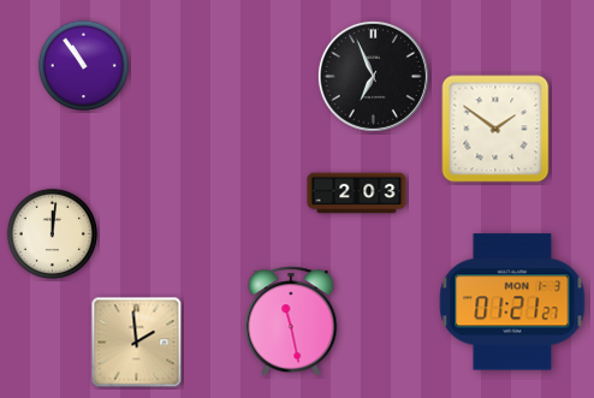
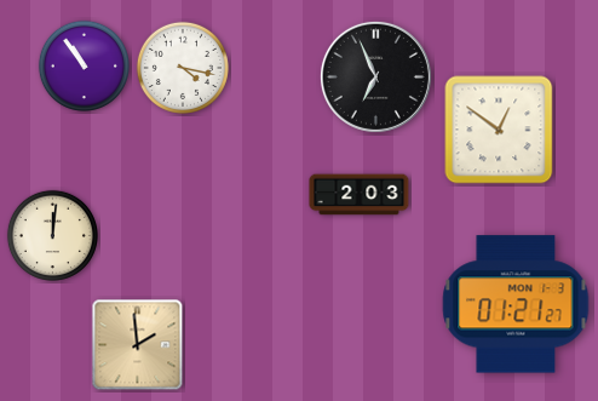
clock at (183, 68): none -> 4:17
clock at (495, 129): 1:51 -> 12:51
clock at (291, 321): 11:28 -> none
